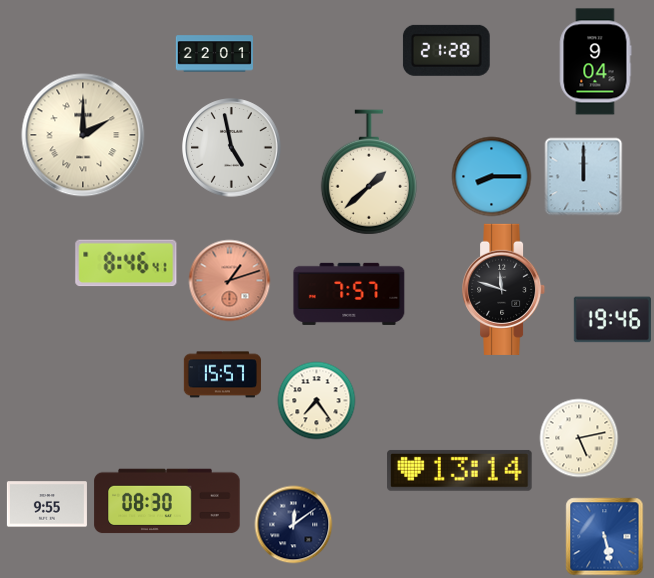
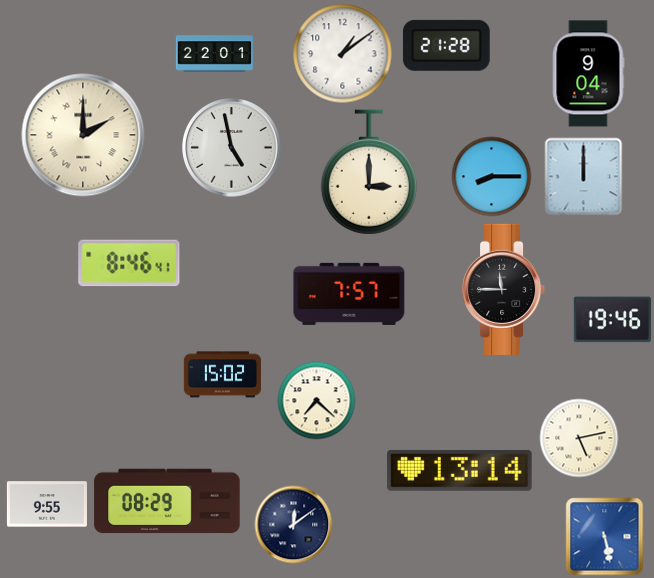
clock at (446, 50) position: (446, 50) -> (446, 45)
clock at (343, 54): none -> 1:09
clock at (595, 62) position: (595, 62) -> (588, 74)
clock at (369, 172): 1:38 -> 3:00
clock at (126, 263) position: (126, 263) -> (129, 263)
clock at (229, 280): 1:12 -> none
clock at (504, 289): 11:48 -> 11:45
clock at (222, 375): 15:57 -> 15:02
clock at (316, 400): 7:24 -> 7:22
clock at (167, 501): 08:30 -> 08:29
